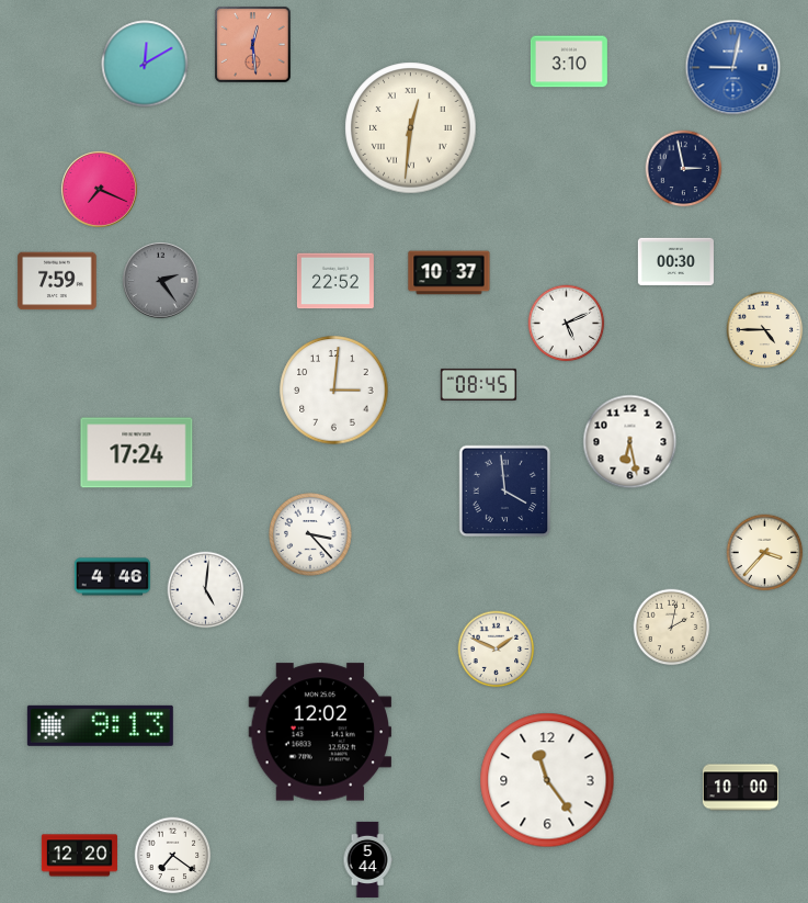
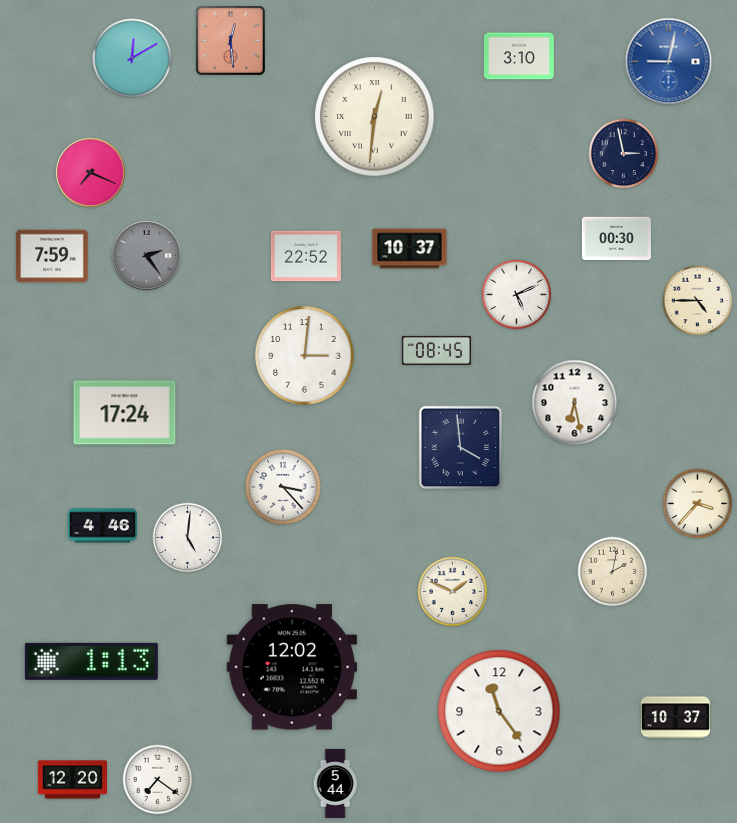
clock at (100, 725): 9:13 -> 1:13
clock at (740, 788): 10:00 -> 10:37
